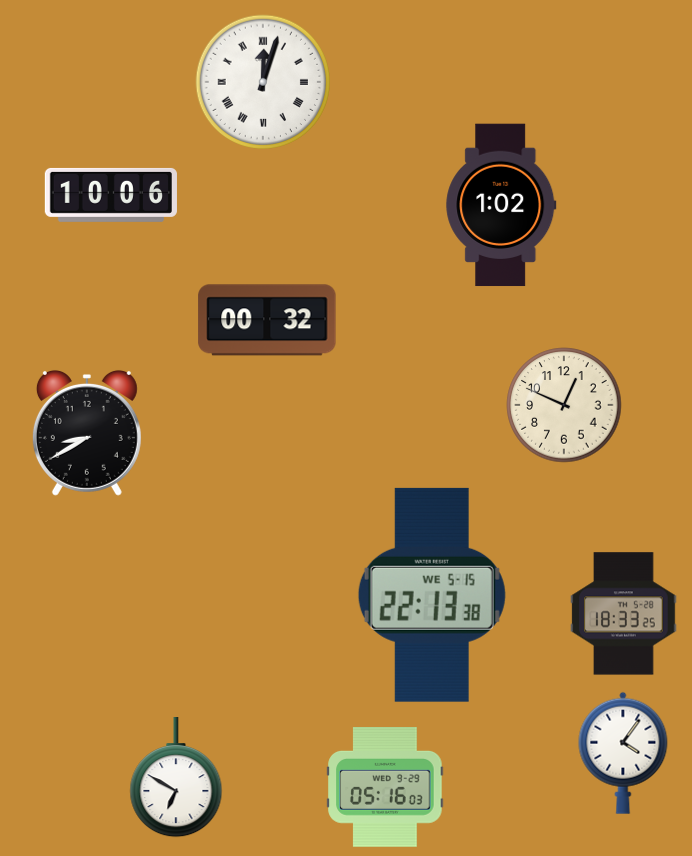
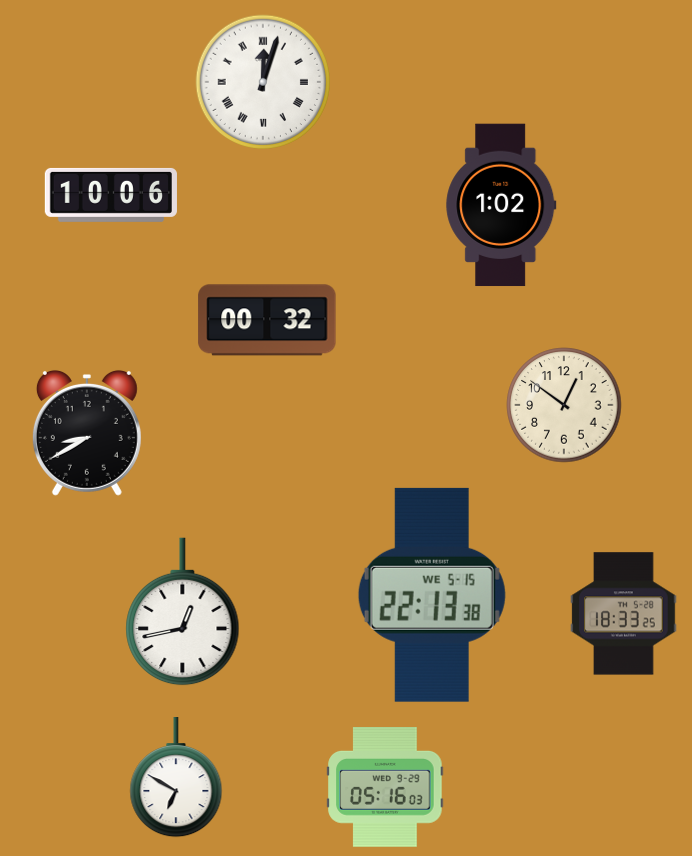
clock at (564, 405): 12:49 -> 12:51
clock at (183, 612): none -> 12:43
clock at (623, 753): 4:06 -> none
